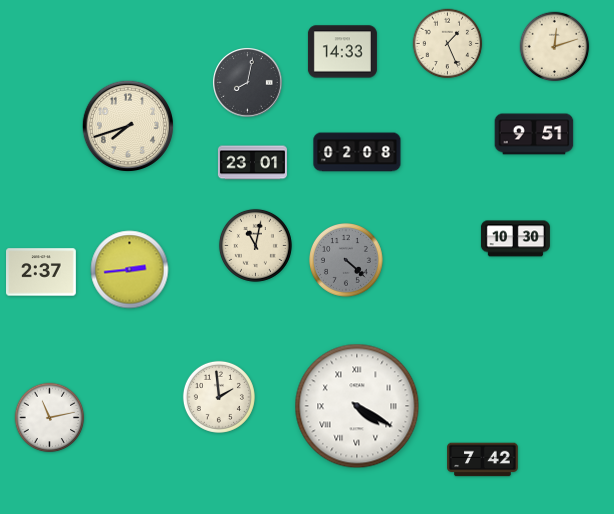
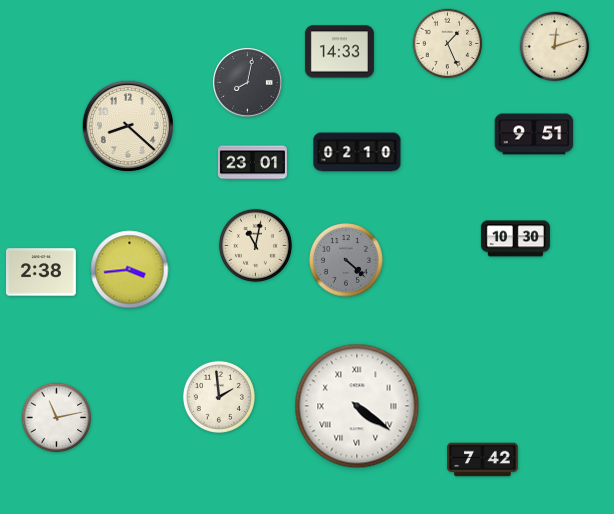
clock at (342, 52) position: (342, 52) -> (339, 52)
clock at (127, 125): 7:42 -> 8:22
clock at (357, 152): 02:08 -> 02:10
clock at (130, 270): 2:44 -> 3:44
clock at (42, 272): 2:37 -> 2:38
clock at (357, 406): 4:20 -> 4:21
clock at (50, 418) position: (50, 418) -> (57, 418)
